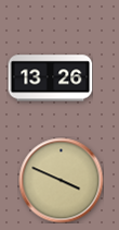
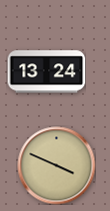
clock at (50, 78): 13:26 -> 13:24
